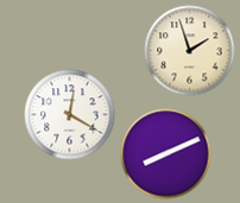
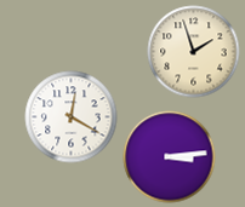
clock at (166, 154): 8:11 -> 3:14
